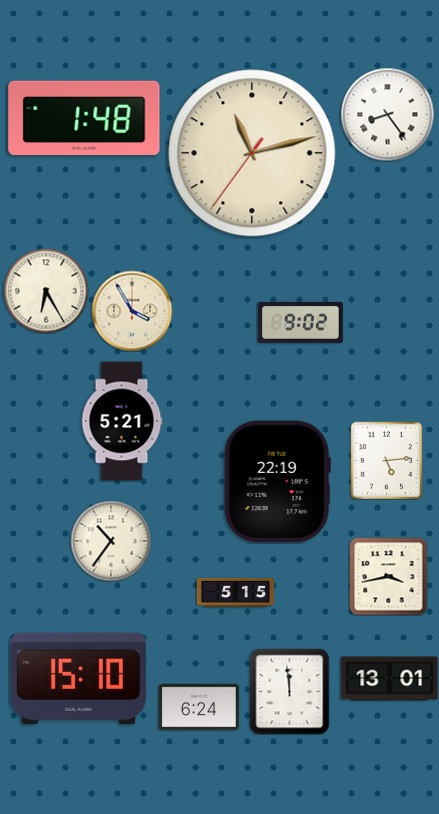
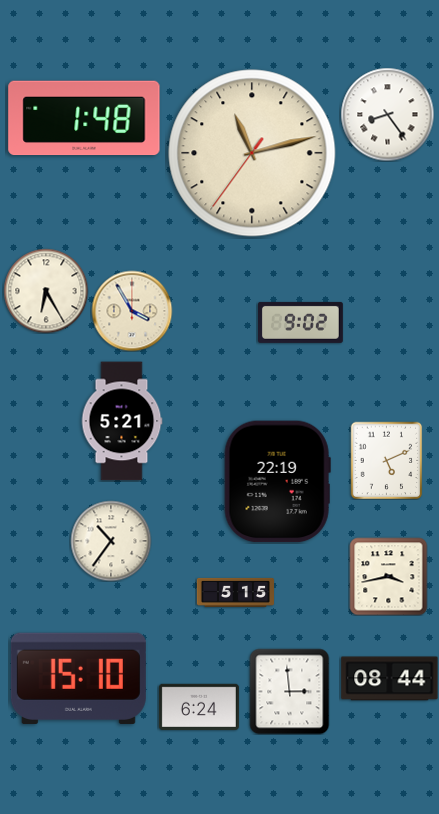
clock at (387, 460): 5:14 -> 5:11
clock at (390, 679): 13:01 -> 08:44
clock at (290, 691): 11:59 -> 2:59
